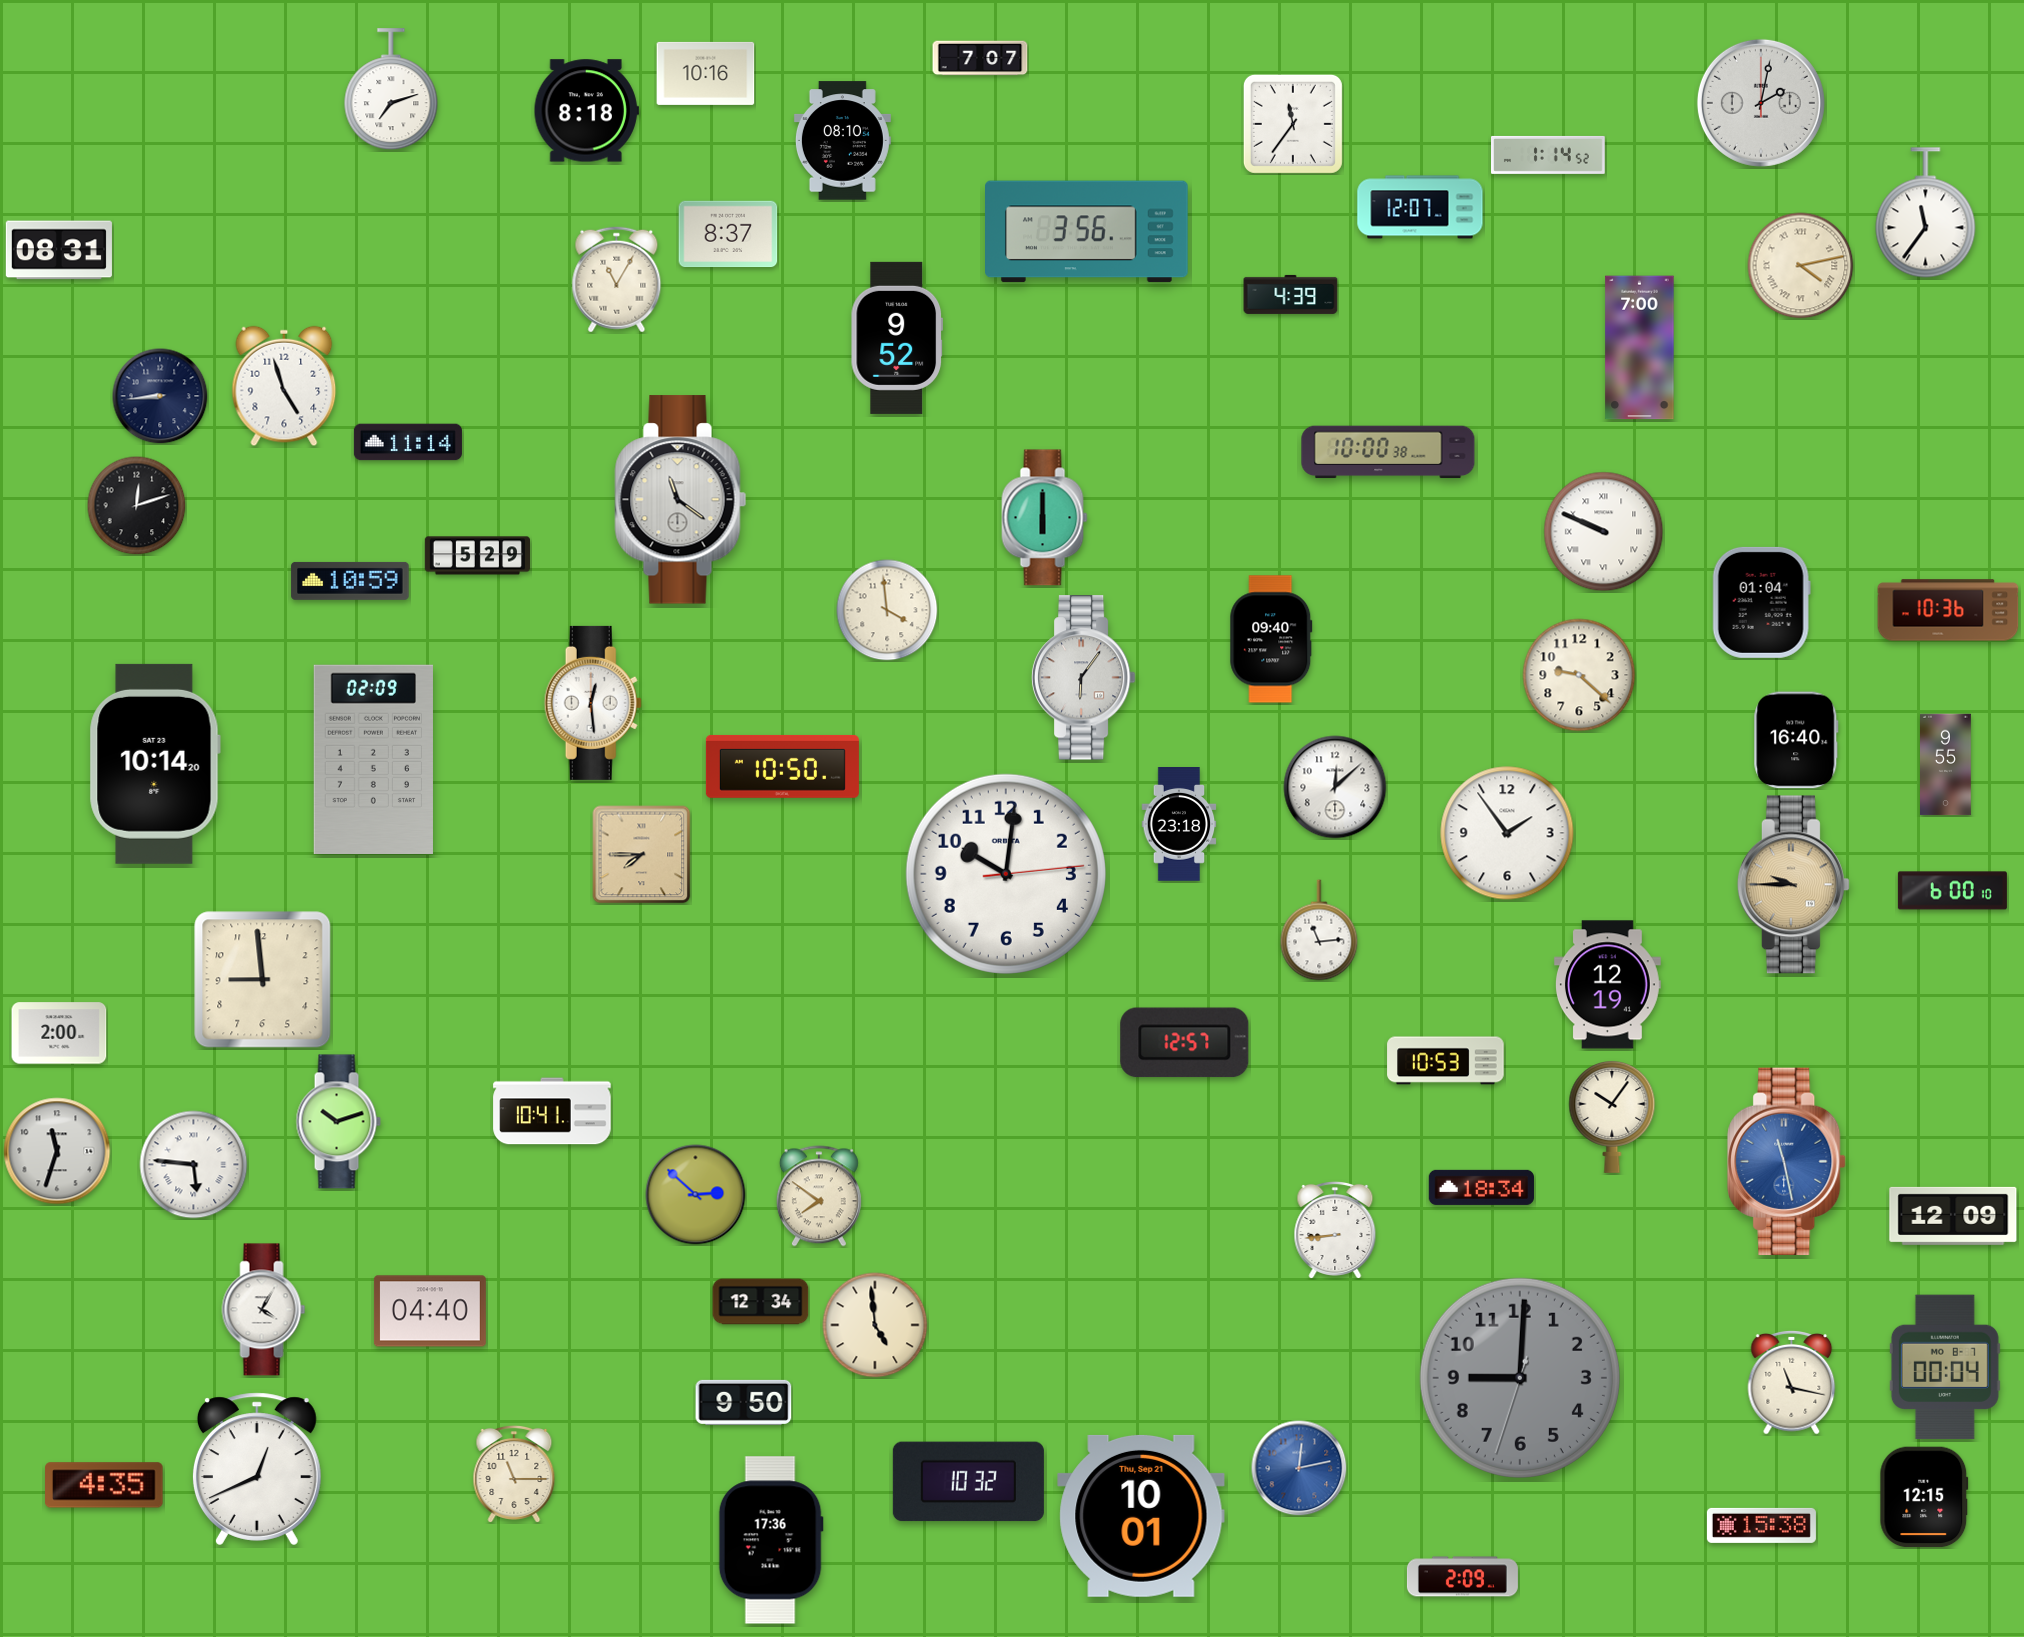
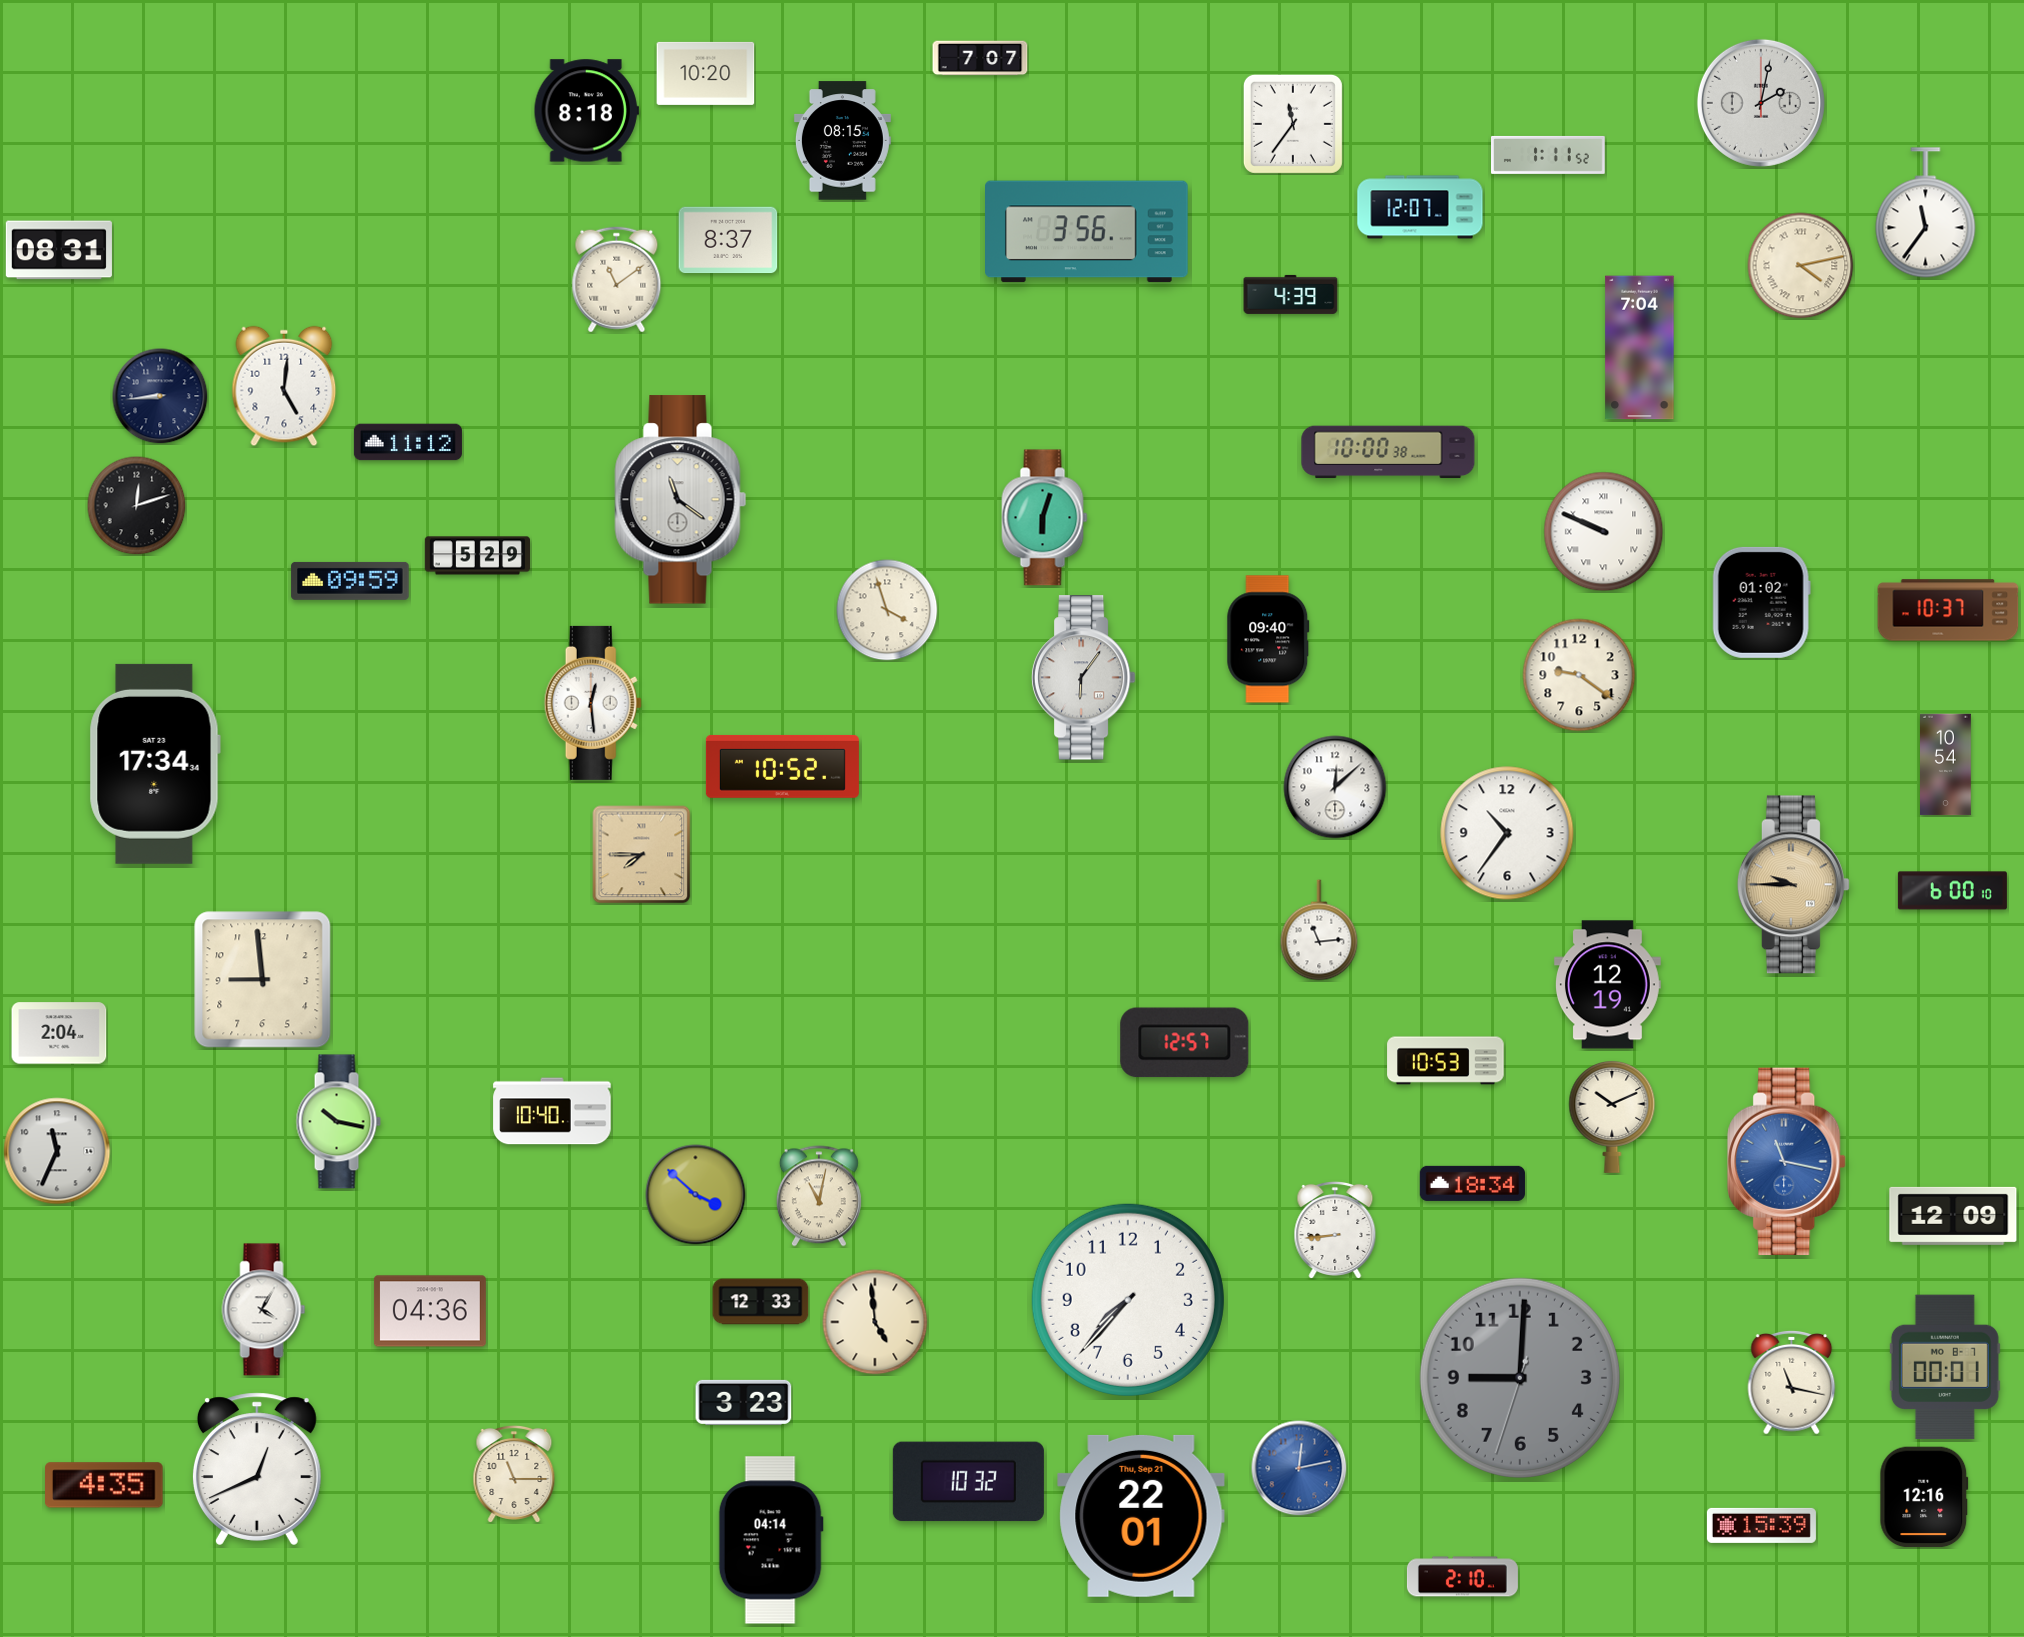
clock at (706, 73): 10:16 -> 10:20
clock at (391, 90): 7:12 -> none
clock at (842, 141): 08:10 -> 08:15
clock at (1549, 155): 1:14 -> 1:11
clock at (728, 234) position: (728, 234) -> (728, 240)
clock at (617, 280): 11:05 -> 11:09
clock at (896, 338): 9:52 -> none
clock at (1640, 348): 7:00 -> 7:04
clock at (284, 386): 4:57 -> 5:01
clock at (408, 442): 11:14 -> 11:12
clock at (1045, 518): 6:00 -> 6:03
clock at (350, 581): 10:59 -> 09:59
clock at (1761, 602): 01:04 -> 01:02
clock at (887, 610): 3:59 -> 3:57
clock at (1948, 610): 10:36 -> 10:37
clock at (1271, 639) position: (1271, 639) -> (1268, 639)
clock at (1579, 675): 9:22 -> 9:21
clock at (1796, 740): 16:40 -> none
clock at (373, 760): 02:09 -> none
clock at (155, 764): 10:14 -> 17:34
clock at (1946, 765): 9:55 -> 10:54
clock at (782, 766): 10:50 -> 10:52
clock at (1179, 825): 23:18 -> none
clock at (1507, 833): 1:54 -> 10:36
clock at (1006, 874): 10:01 -> none
clock at (59, 1033): 2:00 -> 2:04
clock at (552, 1111): 10:41 -> 10:40
clock at (1612, 1116): 10:06 -> 10:11
clock at (338, 1122): 10:12 -> 10:17
clock at (57, 1151): 11:33 -> 11:34
clock at (1787, 1162): 11:28 -> 11:17
clock at (194, 1165): 5:46 -> none
clock at (1481, 1187) position: (1481, 1187) -> (1472, 1183)
clock at (696, 1195): 2:52 -> 3:52
clock at (819, 1196): 7:51 -> 11:02
clock at (1128, 1300): none -> 7:37
clock at (761, 1302): 12:34 -> 12:33
clock at (430, 1311): 04:40 -> 04:36
clock at (875, 1325) position: (875, 1325) -> (875, 1322)
clock at (1945, 1367): 00:04 -> 00:01
clock at (744, 1402): 9:50 -> 3:23
clock at (1924, 1497): 12:15 -> 12:16
clock at (1141, 1516): 10:01 -> 22:01
clock at (1761, 1525): 15:38 -> 15:39
clock at (771, 1540): 17:36 -> 04:14
clock at (1462, 1577): 2:09 -> 2:10
